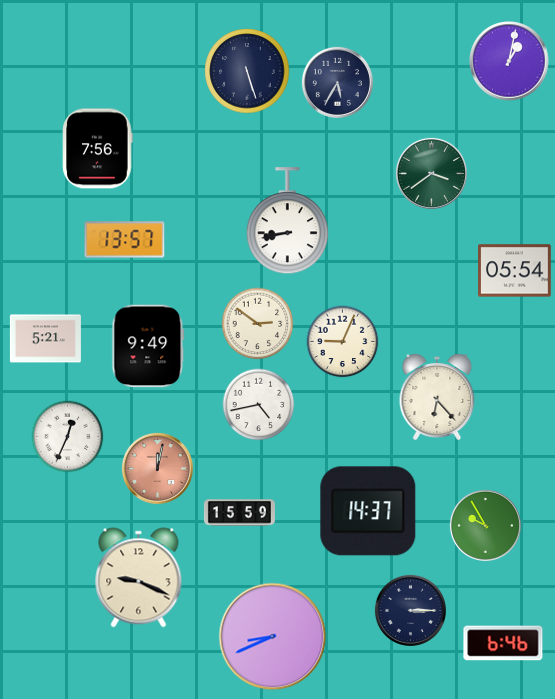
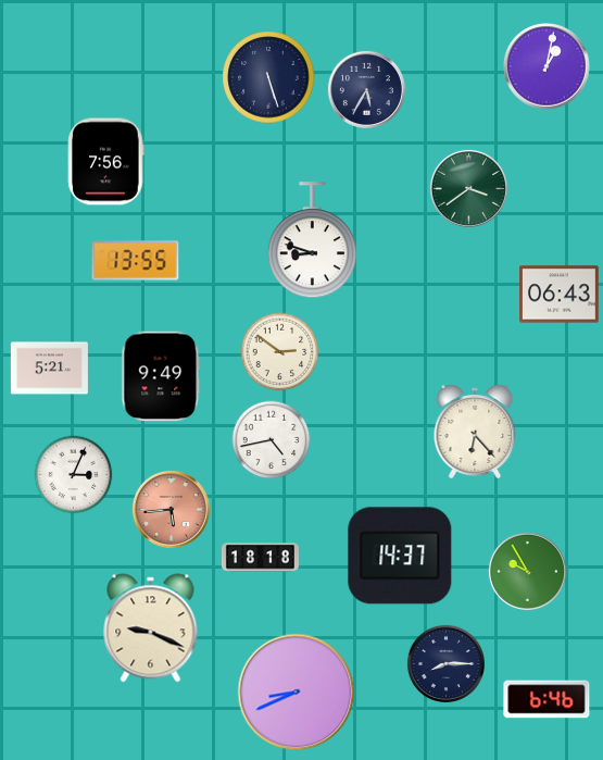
clock at (509, 61) position: (509, 61) -> (547, 66)
clock at (287, 221): 8:43 -> 8:48
clock at (125, 240): 13:57 -> 13:55
clock at (515, 271): 05:54 -> 06:43
clock at (343, 342): 9:04 -> none
clock at (259, 405) position: (259, 405) -> (272, 440)
clock at (68, 437): 12:34 -> 3:04
clock at (157, 468): 12:02 -> 5:44
clock at (239, 513): 15:59 -> 18:18
clock at (410, 610): 3:15 -> 8:15
